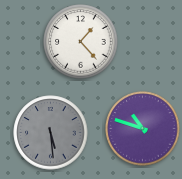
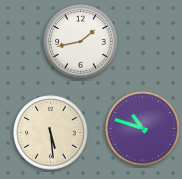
clock at (81, 42): 1:23 -> 1:43
clock at (51, 133) dial: grey -> cream
